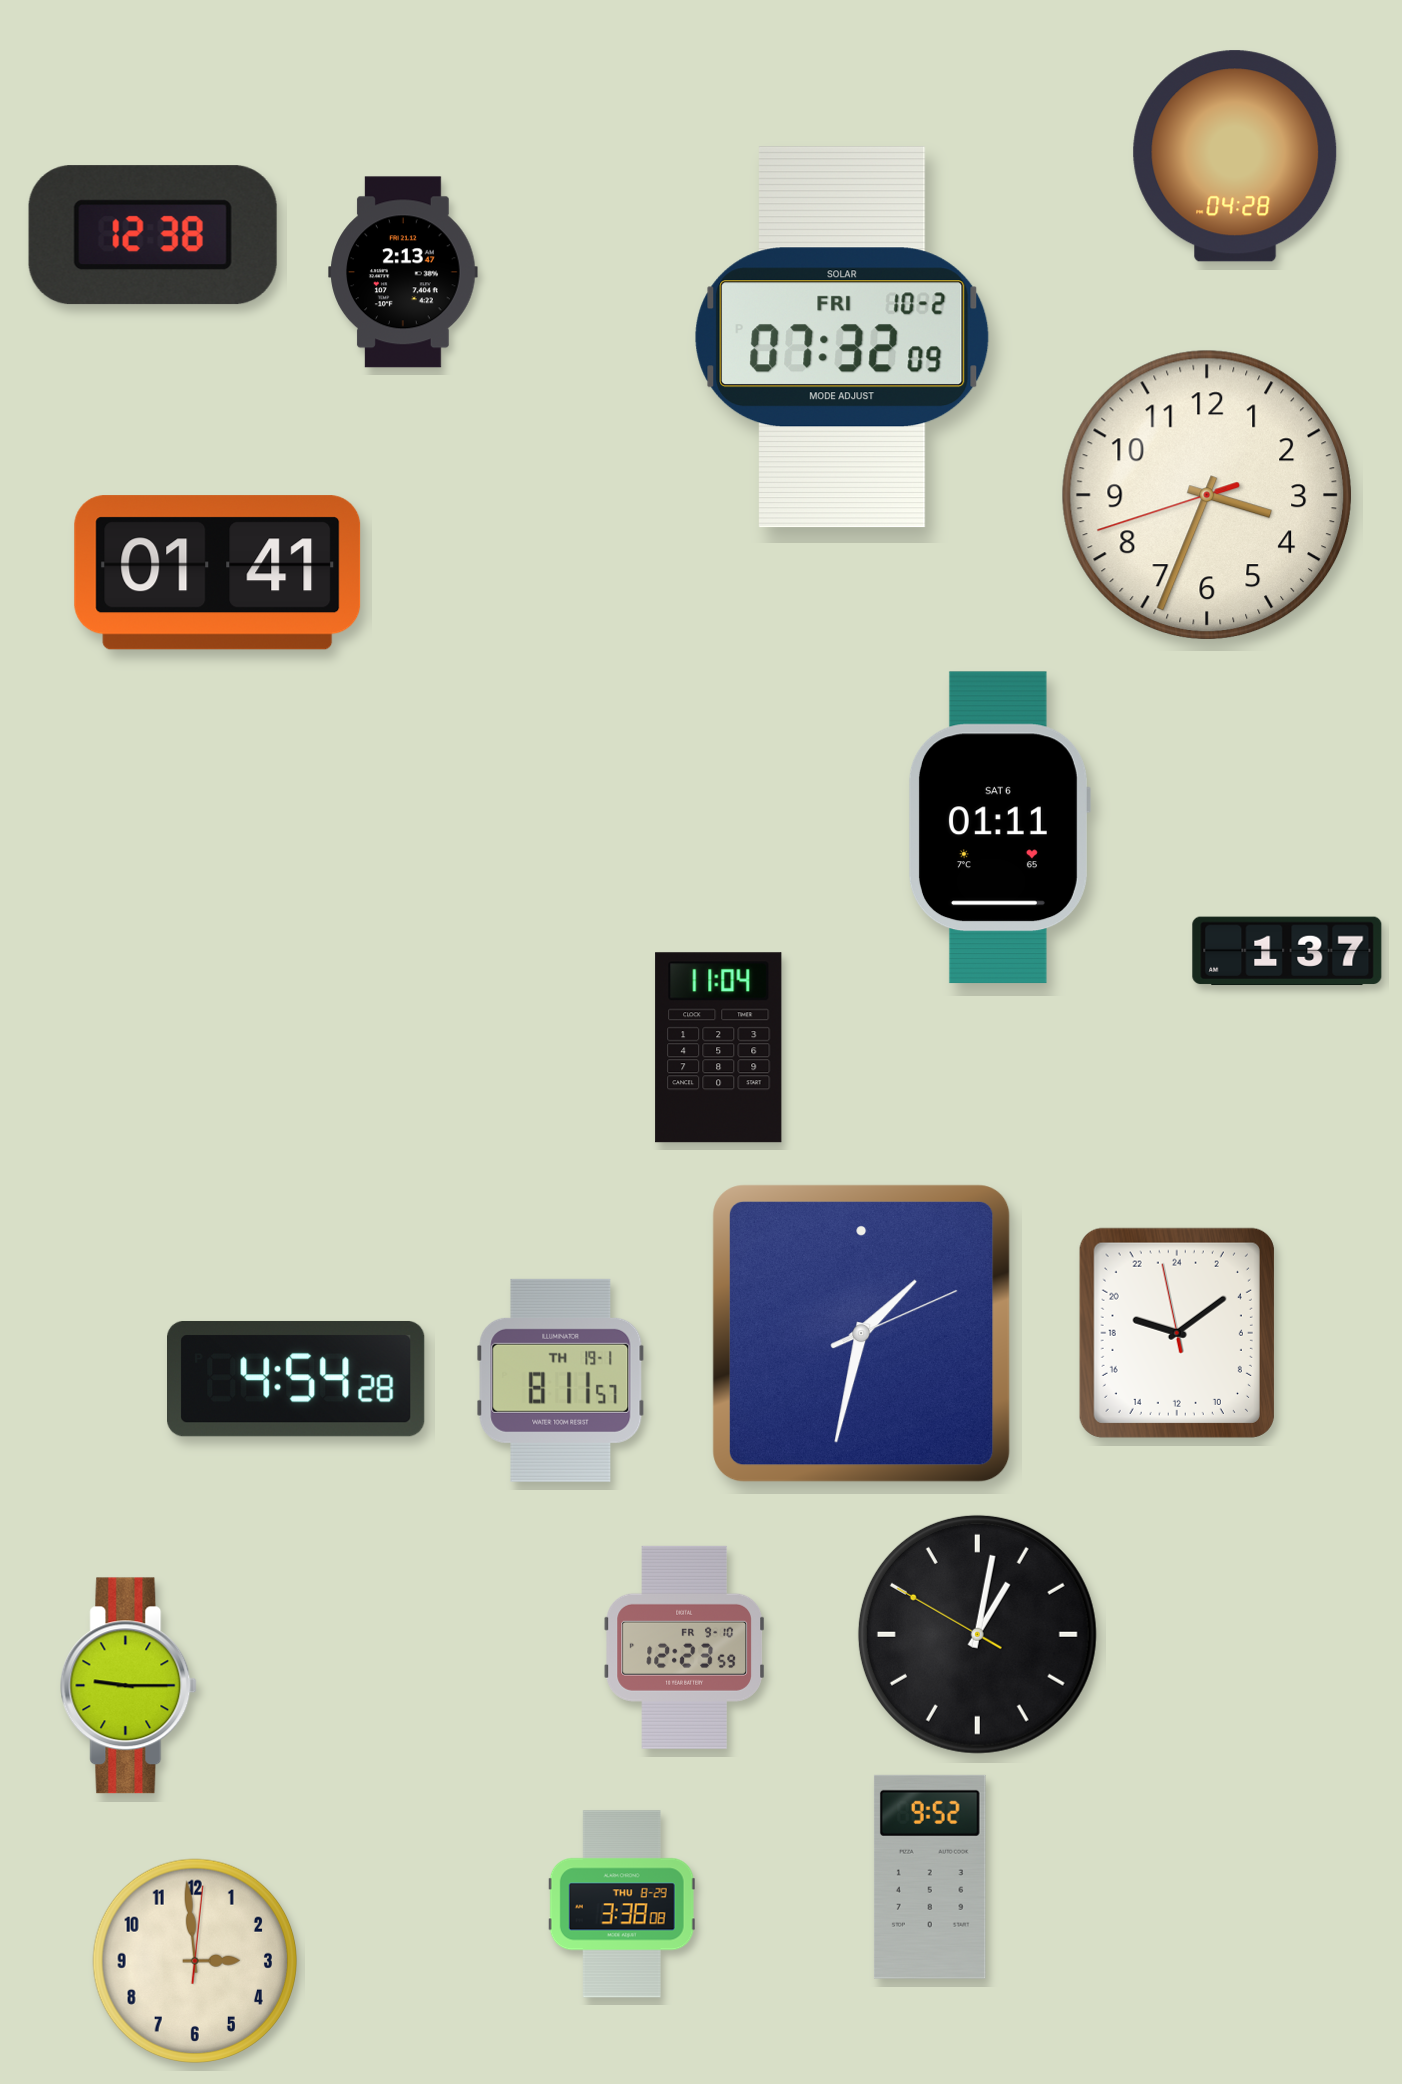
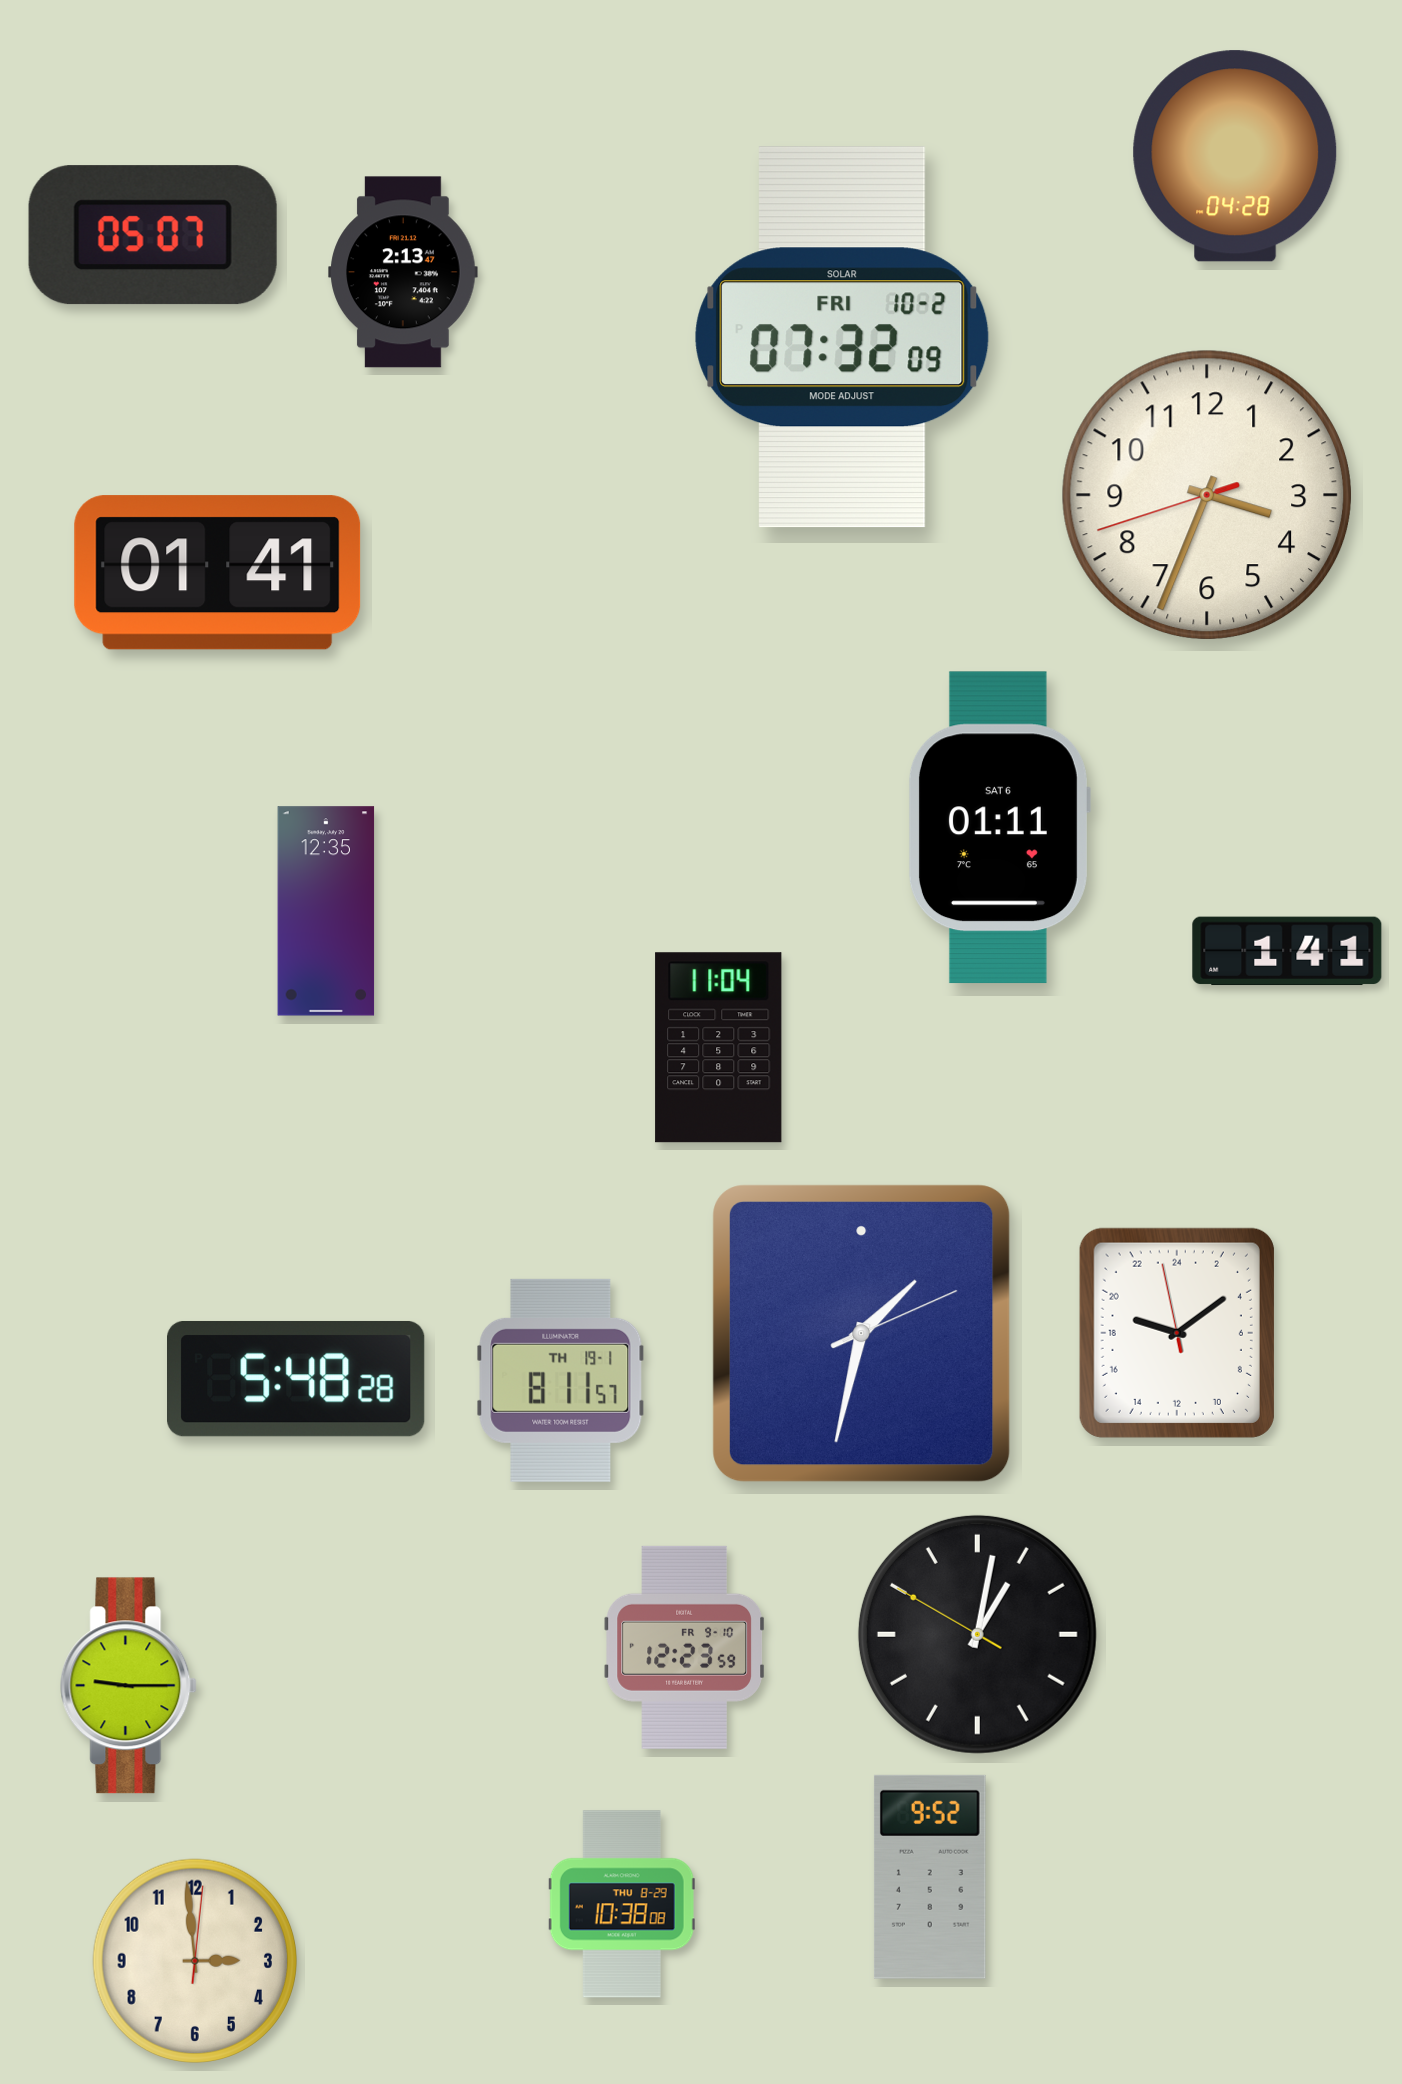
clock at (153, 235): 12:38 -> 05:07
clock at (326, 911): none -> 12:35
clock at (1287, 951): 1:37 -> 1:41
clock at (297, 1379): 4:54 -> 5:48
clock at (622, 1904): 3:38 -> 10:38
